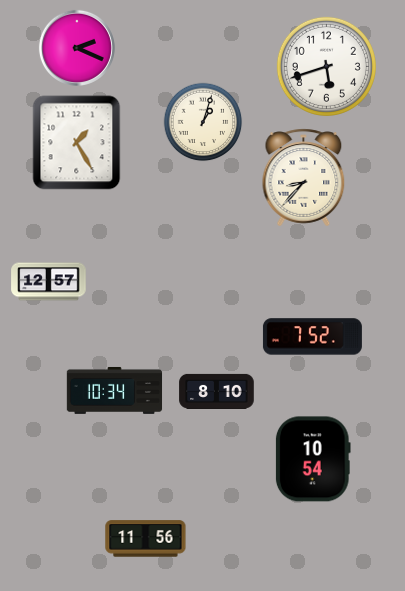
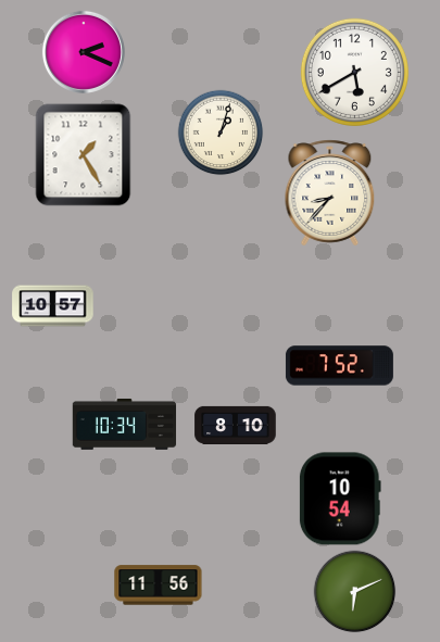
clock at (326, 66): 5:42 -> 5:40
clock at (49, 282): 12:57 -> 10:57
clock at (355, 592): none -> 6:11
